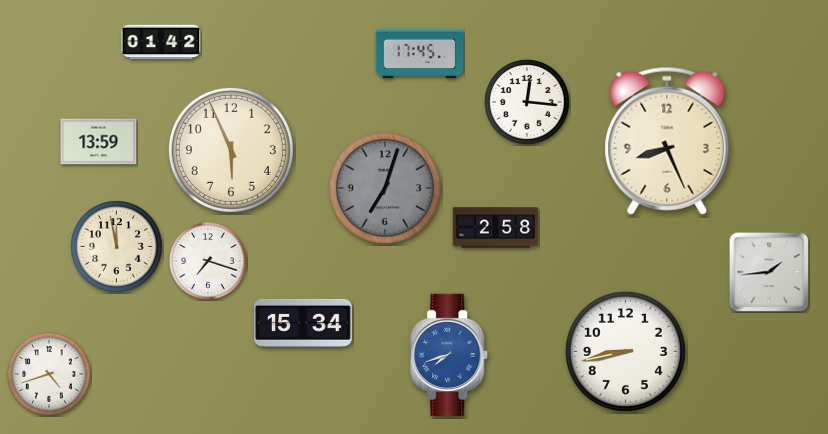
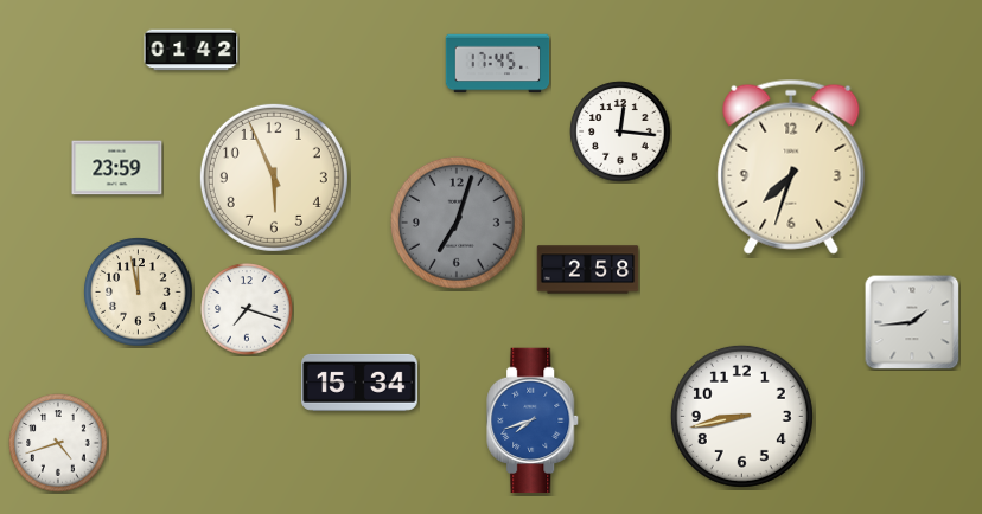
clock at (527, 102) position: (527, 102) -> (620, 131)
clock at (667, 141): 8:26 -> 7:33
clock at (99, 142): 13:59 -> 23:59
